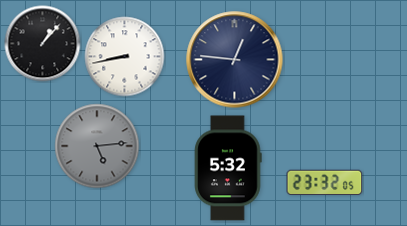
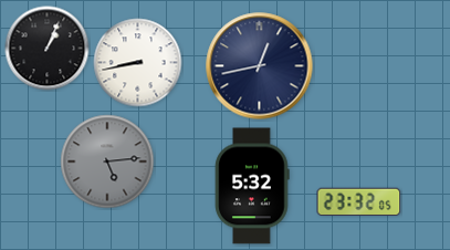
clock at (43, 44): 1:07 -> 1:04
clock at (235, 60): 12:46 -> 12:43
